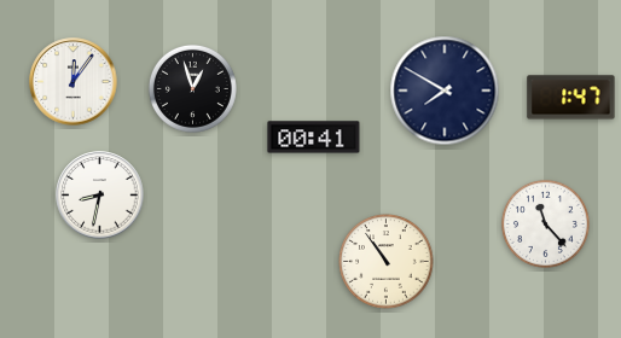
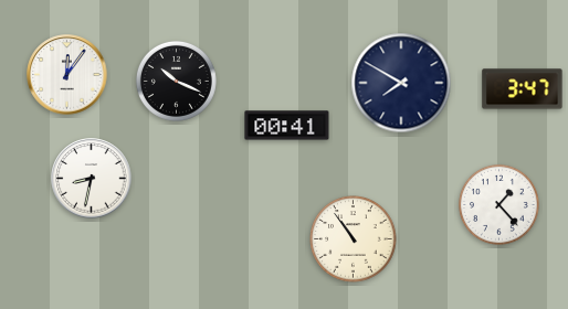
clock at (192, 88): 12:57 -> 10:19
clock at (445, 91) position: (445, 91) -> (401, 83)
clock at (571, 98): 1:47 -> 3:47
clock at (545, 223): 11:23 -> 1:23
